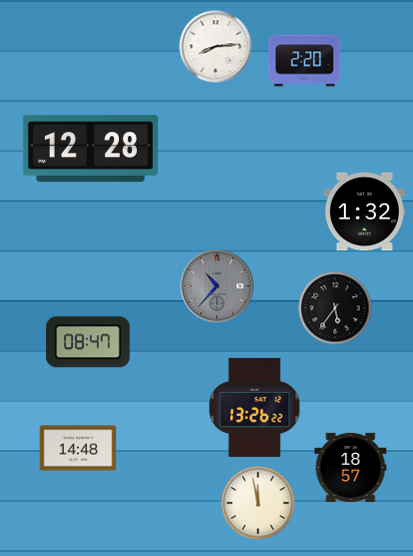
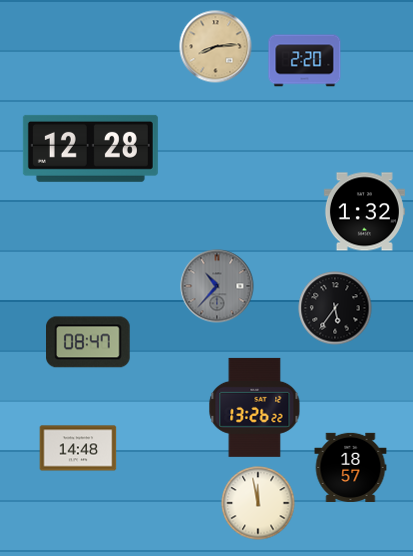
clock at (216, 47) dial: white -> champagne
